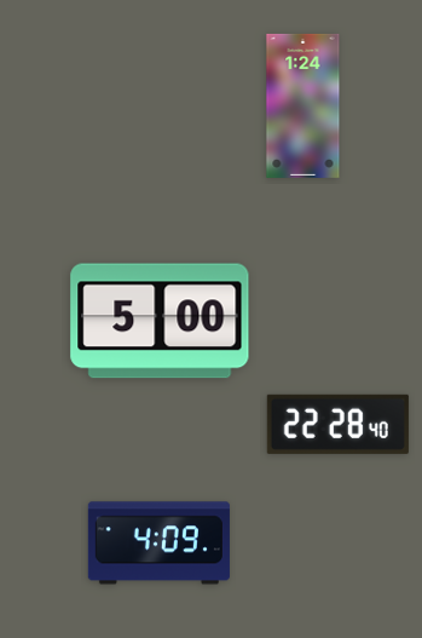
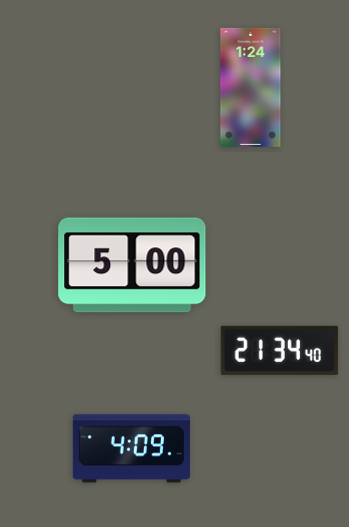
clock at (337, 424): 22:28 -> 21:34
